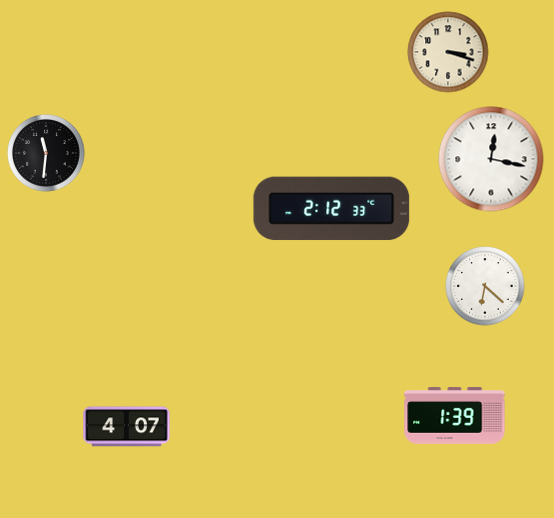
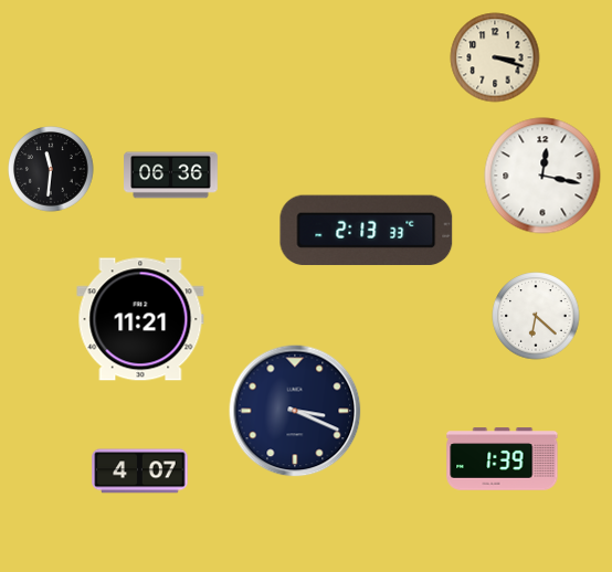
clock at (171, 176): none -> 06:36
clock at (332, 209): 2:12 -> 2:13
clock at (140, 319): none -> 11:21
clock at (295, 411): none -> 3:19
